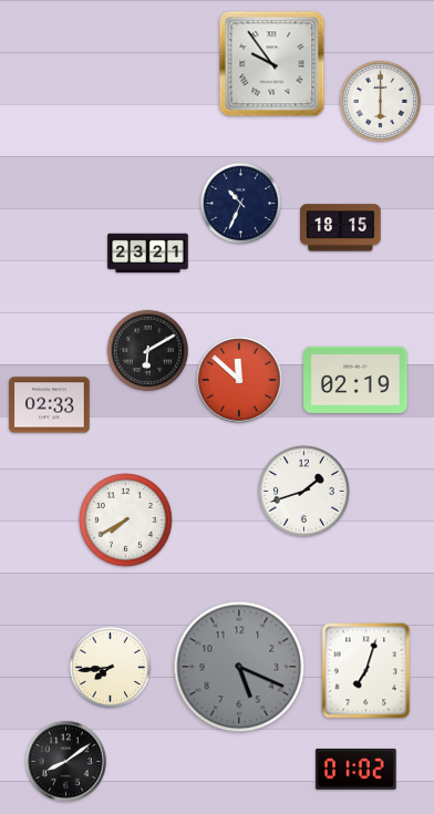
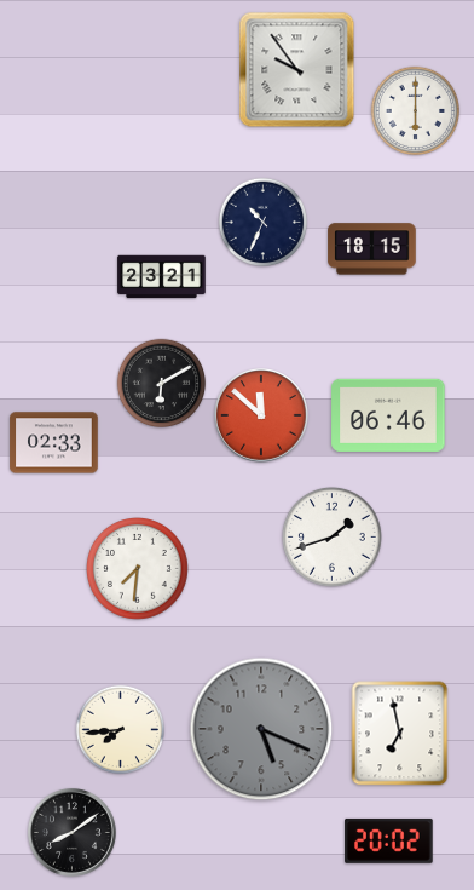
clock at (355, 380): 02:19 -> 06:46
clock at (126, 521): 7:40 -> 7:31
clock at (366, 671): 7:03 -> 6:58
clock at (356, 769): 01:02 -> 20:02
